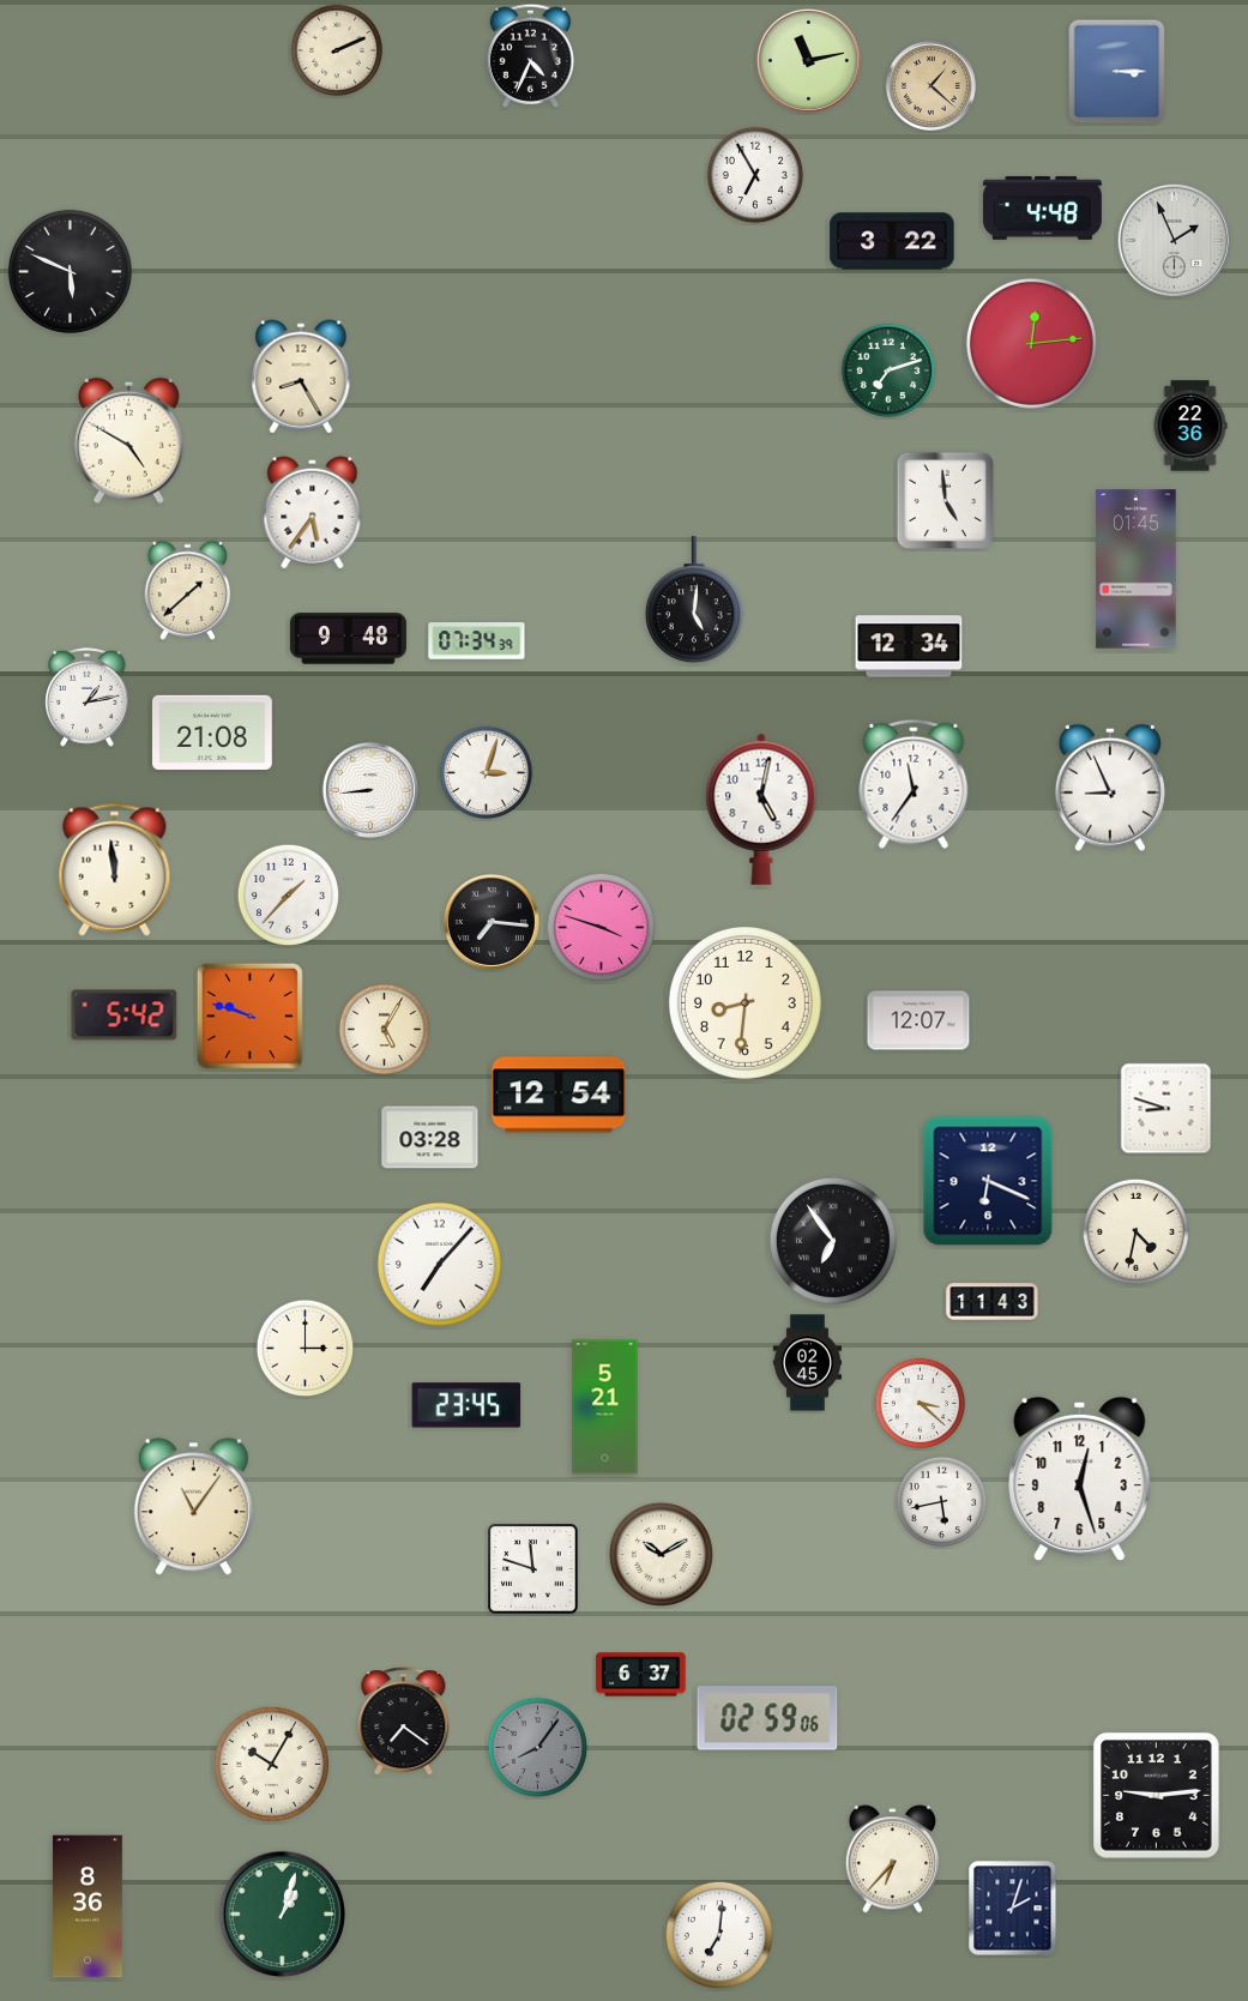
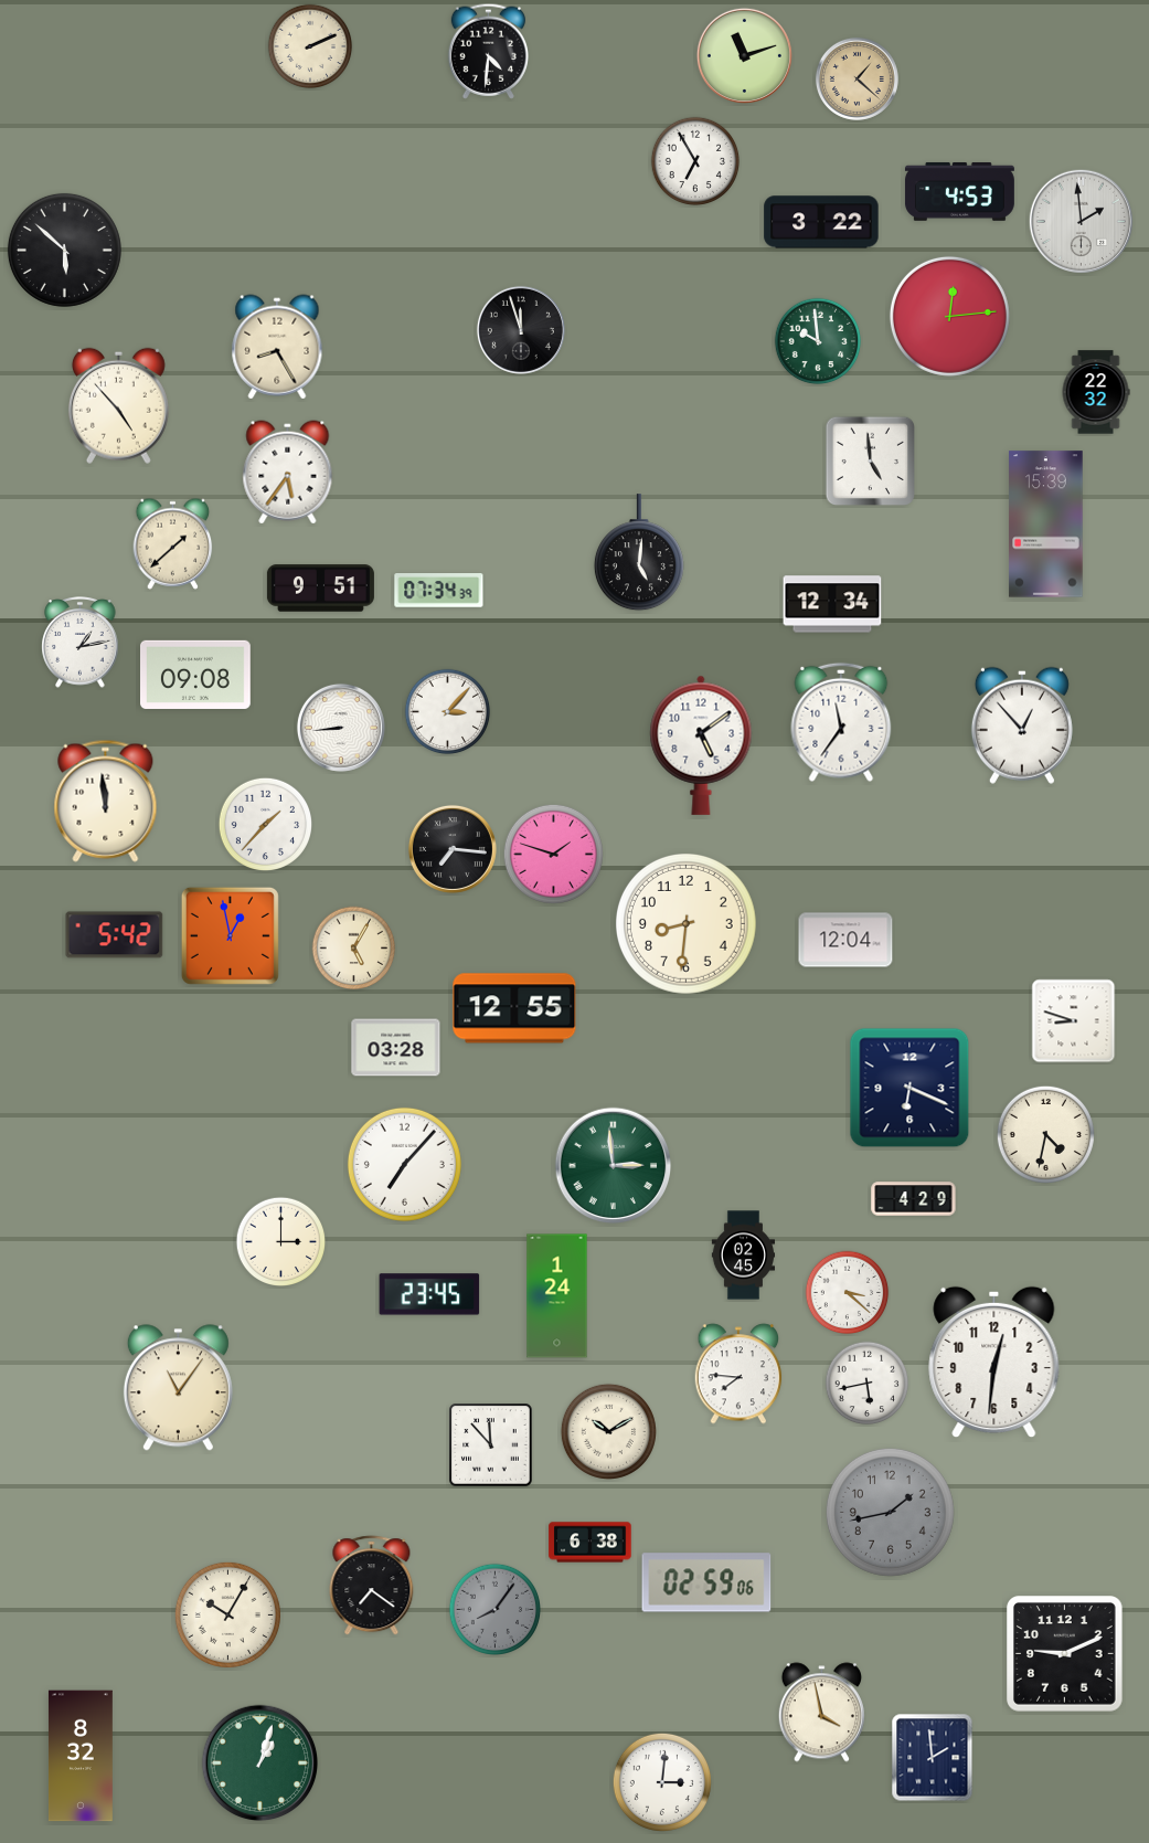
clock at (530, 55): 4:34 -> 4:31
clock at (808, 60): 11:13 -> 11:12
clock at (1117, 72): 3:15 -> none
clock at (1042, 207): 4:48 -> 4:53
clock at (1174, 240): 1:56 -> 1:59
clock at (70, 271): 5:49 -> 5:52
clock at (521, 330): none -> 11:57
clock at (888, 370): 7:12 -> 9:59
clock at (1190, 426): 22:36 -> 22:32
clock at (128, 440): 4:50 -> 4:53
clock at (1137, 569): 01:45 -> 15:39
clock at (348, 639): 9:48 -> 9:51
clock at (909, 646) position: (909, 646) -> (832, 604)
clock at (213, 733): 21:08 -> 09:08
clock at (487, 773): 3:03 -> 3:07
clock at (1110, 788): 8:56 -> 12:53
clock at (761, 809): 5:02 -> 5:09
clock at (601, 927): 3:48 -> 1:48
clock at (249, 1015): 9:48 -> 12:58
clock at (918, 1020): 12:07 -> 12:04
clock at (559, 1095): 12:54 -> 12:55
clock at (833, 1241): 6:54 -> none
clock at (614, 1166): none -> 2:59
clock at (993, 1302): 11:43 -> 4:29
clock at (605, 1408): 5:21 -> 1:24
clock at (1080, 1479): 12:27 -> 12:31
clock at (738, 1374): none -> 7:46
clock at (533, 1569): 11:48 -> 11:53
clock at (890, 1512): none -> 1:43
clock at (641, 1675): 6:37 -> 6:38
clock at (271, 1764) position: (271, 1764) -> (227, 1614)
clock at (1157, 1796): 9:14 -> 9:11
clock at (892, 1860): 6:37 -> 3:58
clock at (88, 1906): 8:36 -> 8:32
clock at (1013, 1909): 2:03 -> 1:59
clock at (719, 1935): 7:01 -> 3:01
